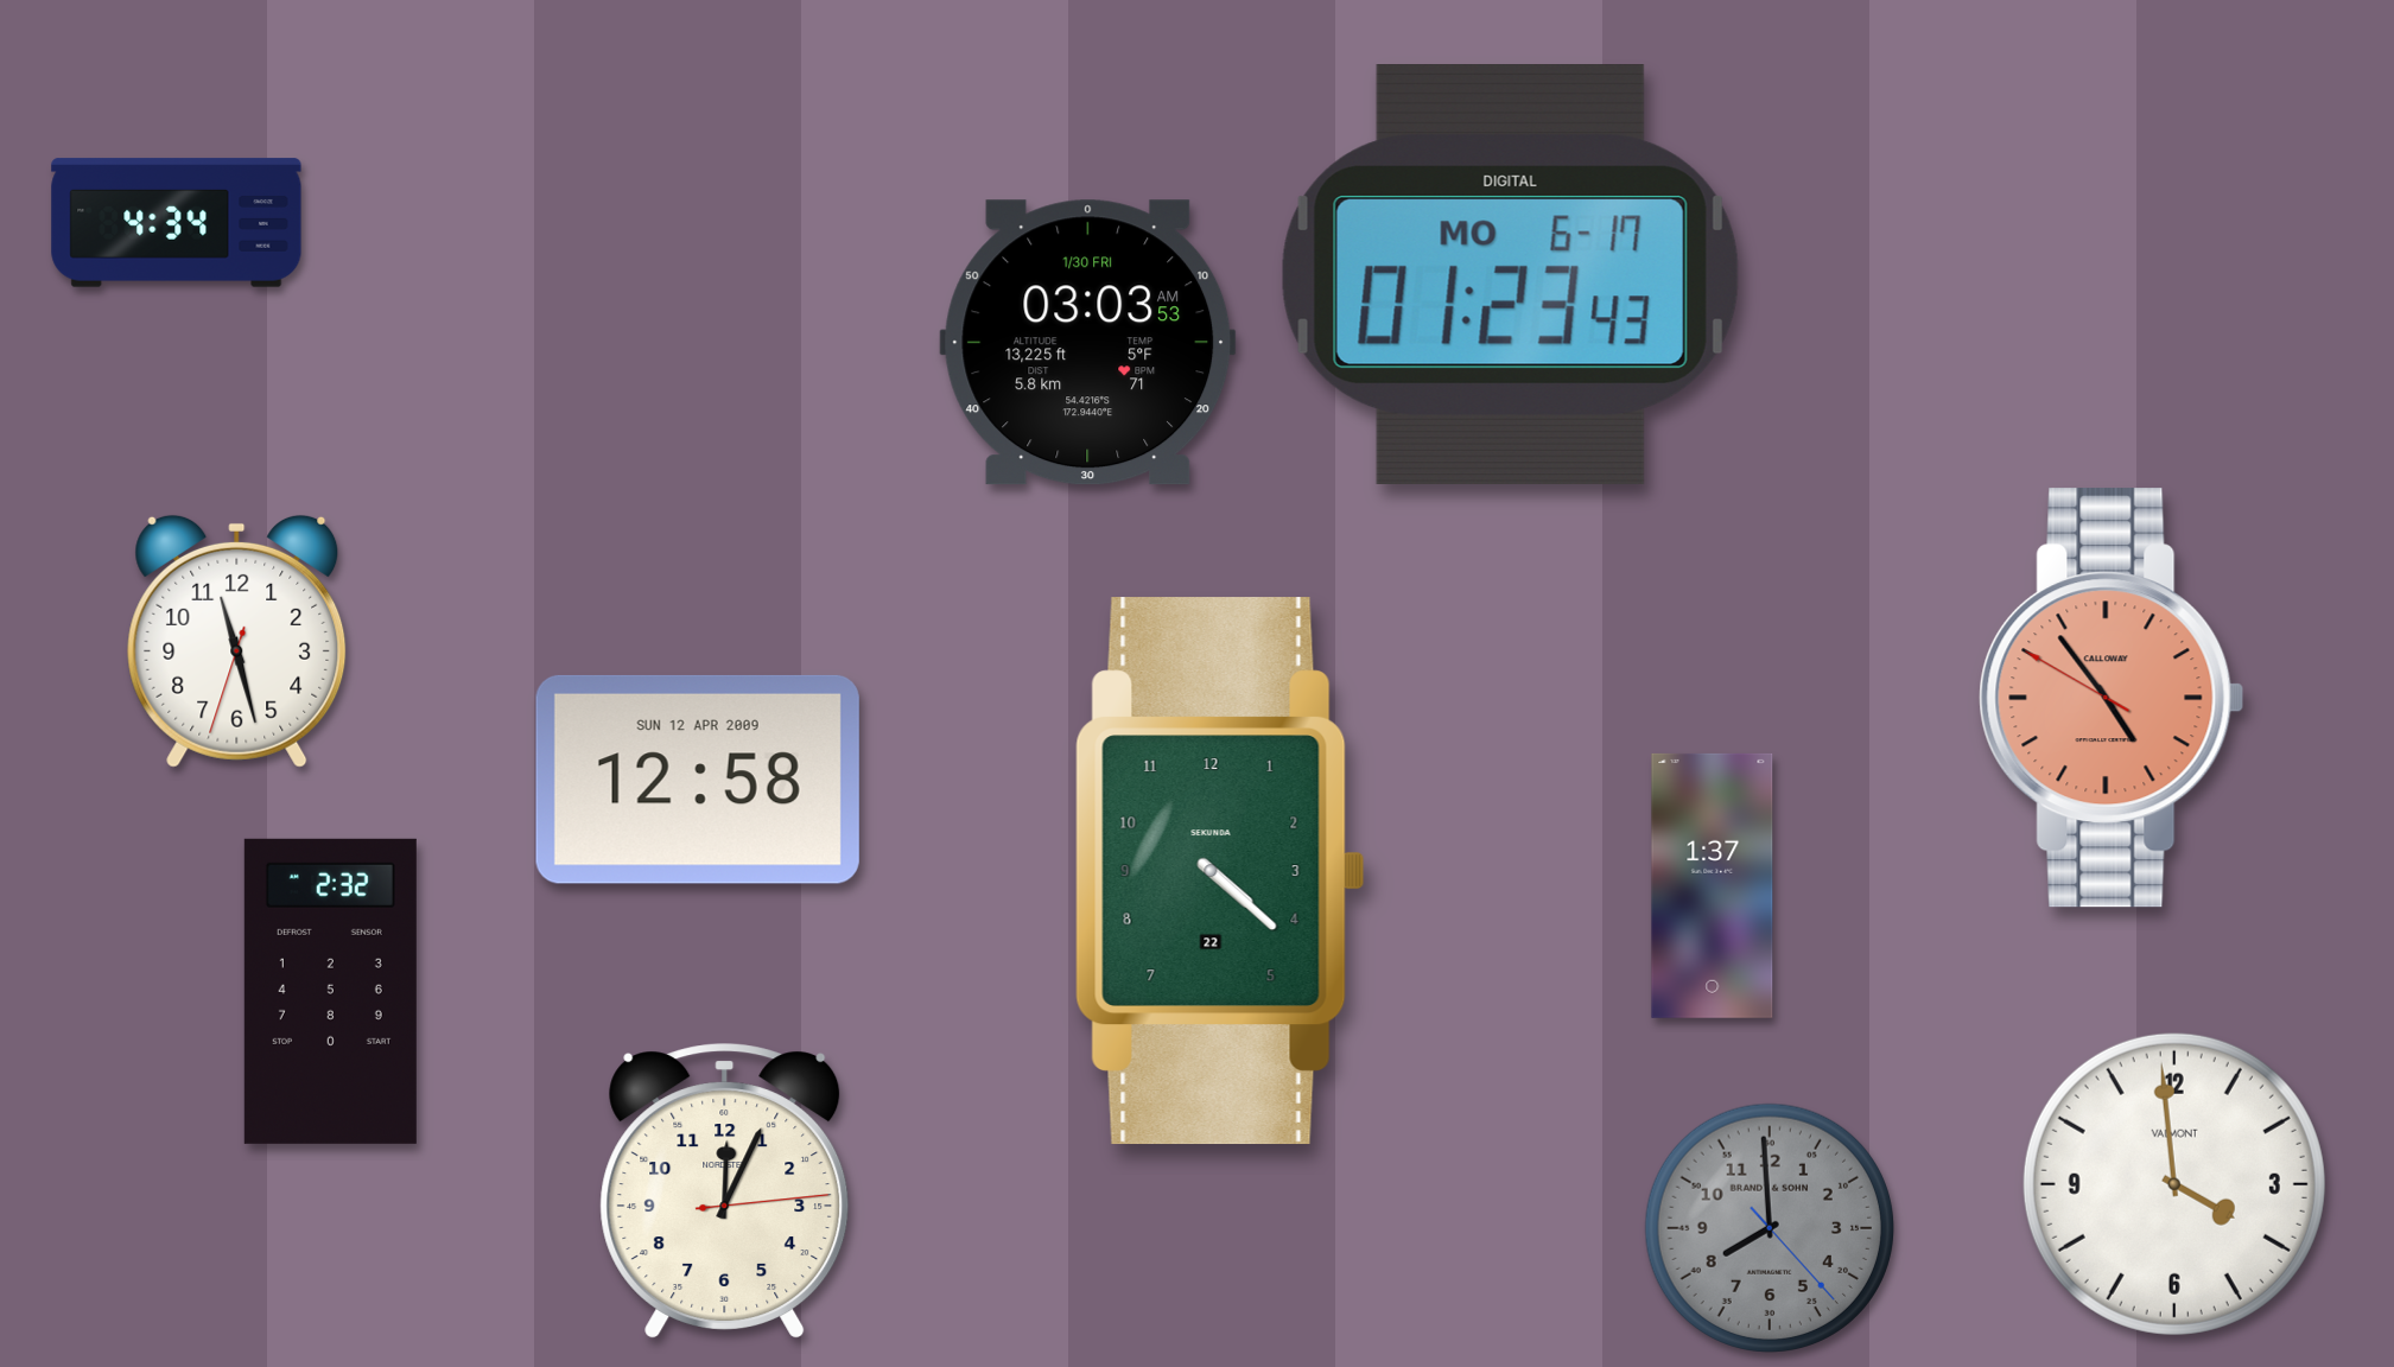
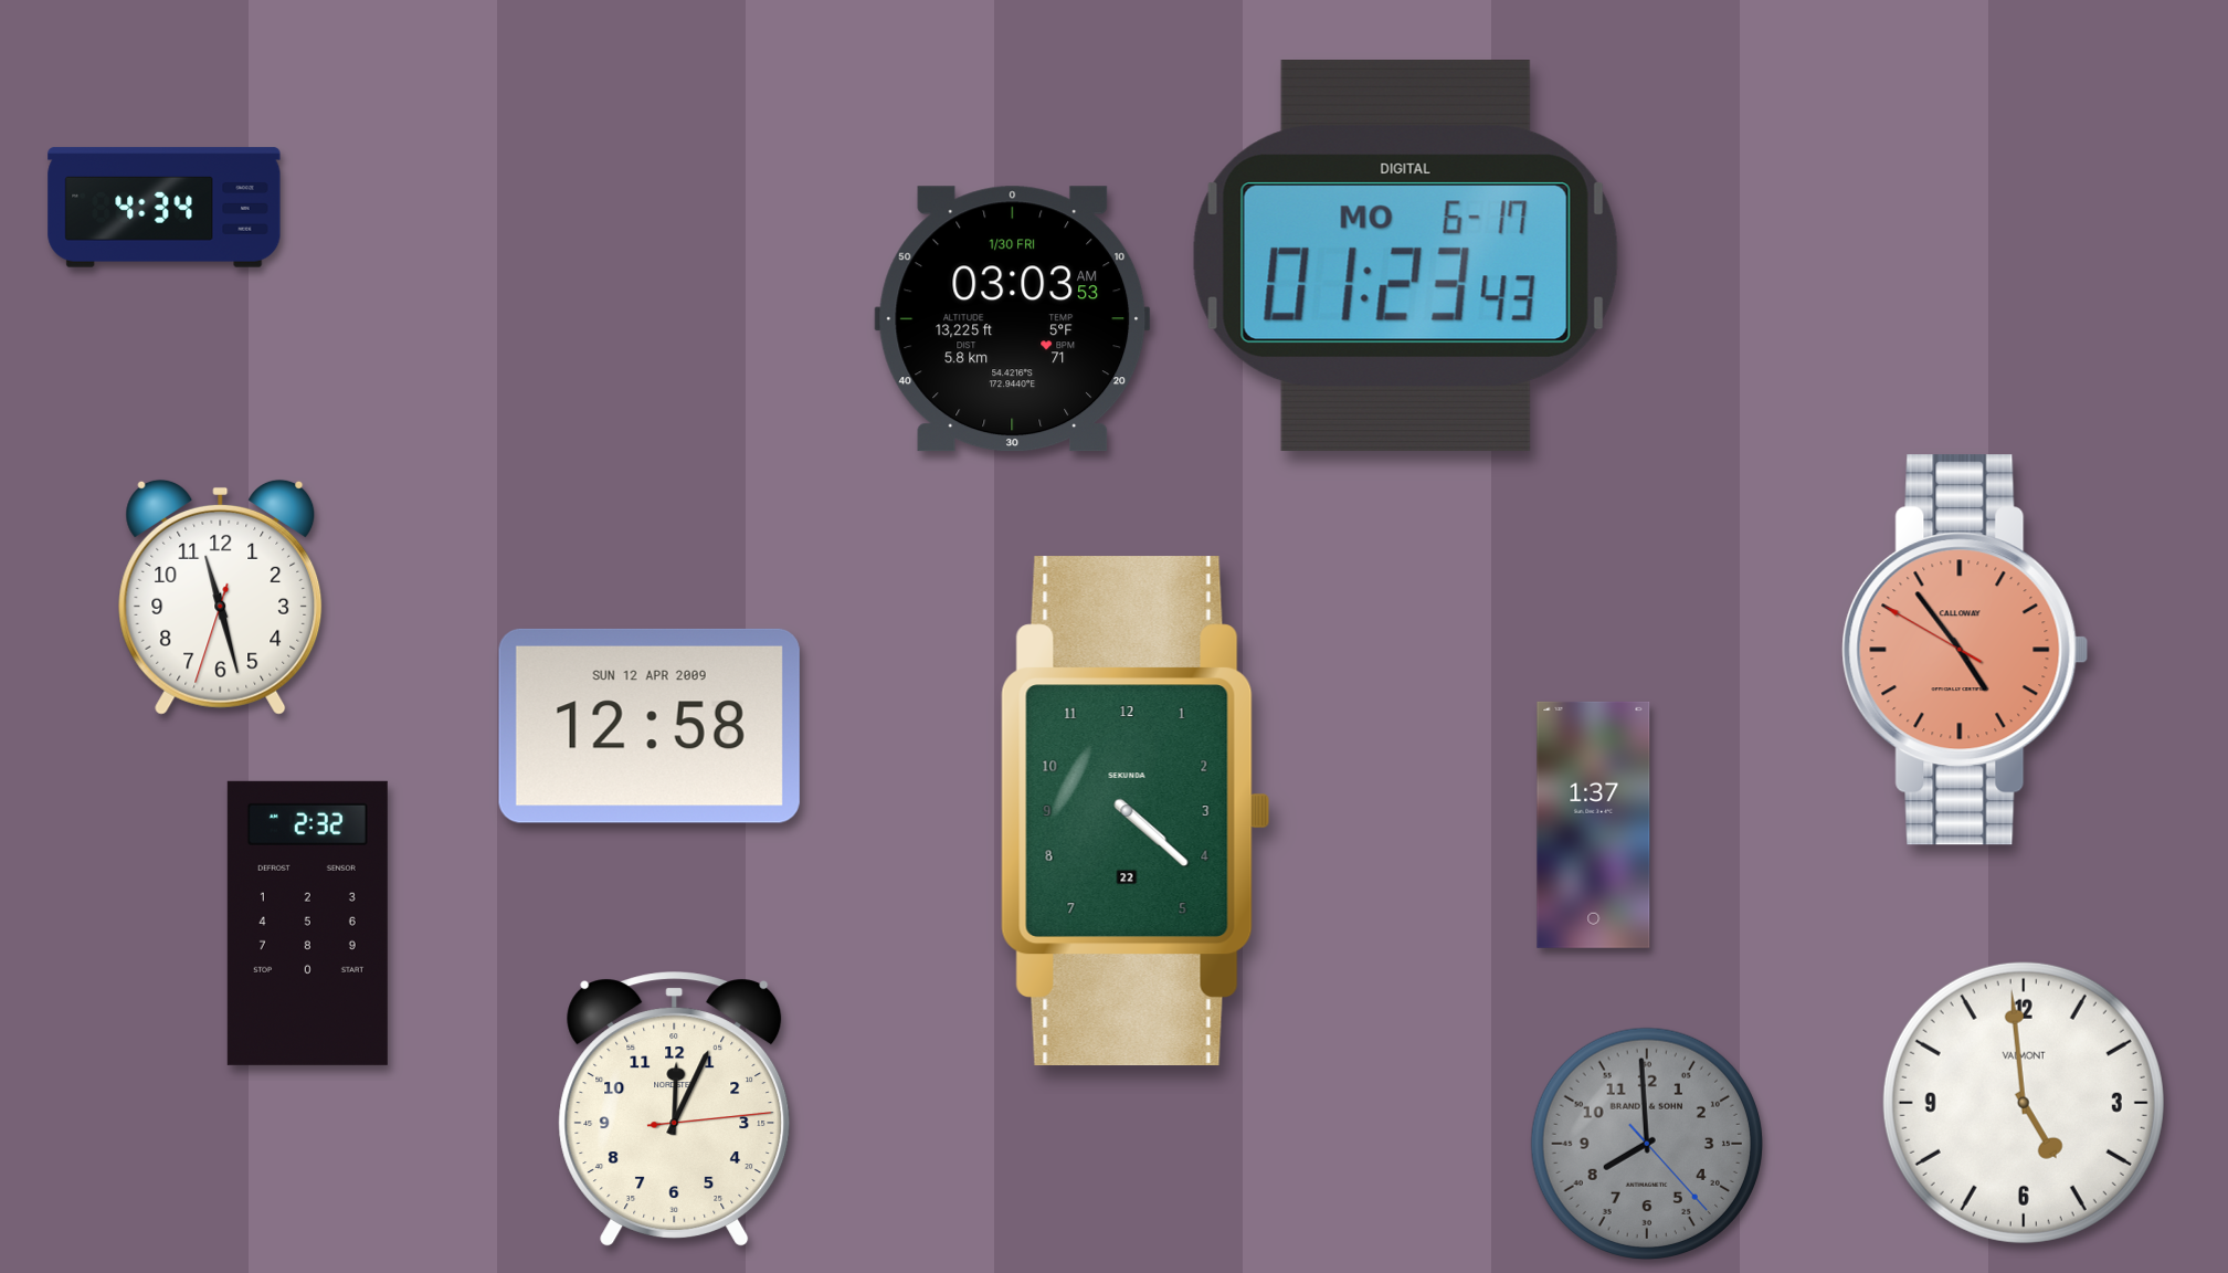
clock at (2174, 1184): 3:59 -> 4:59
